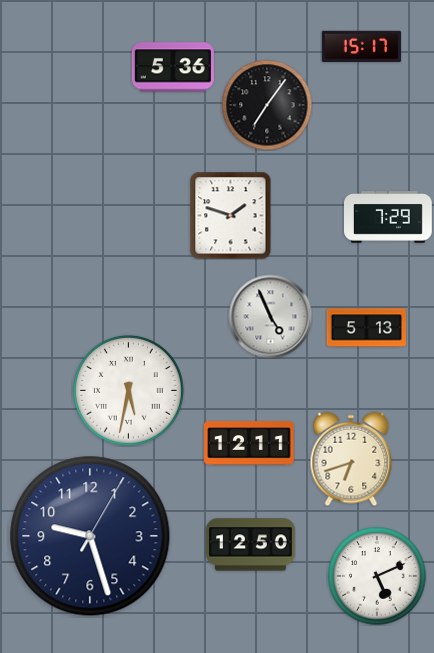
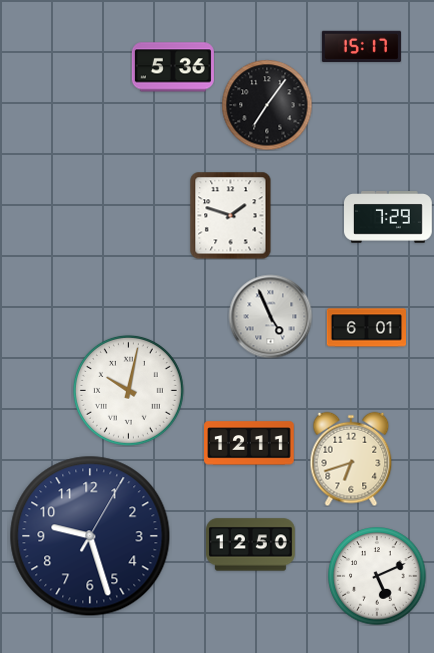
clock at (366, 328): 5:13 -> 6:01
clock at (128, 390): 5:32 -> 10:02
